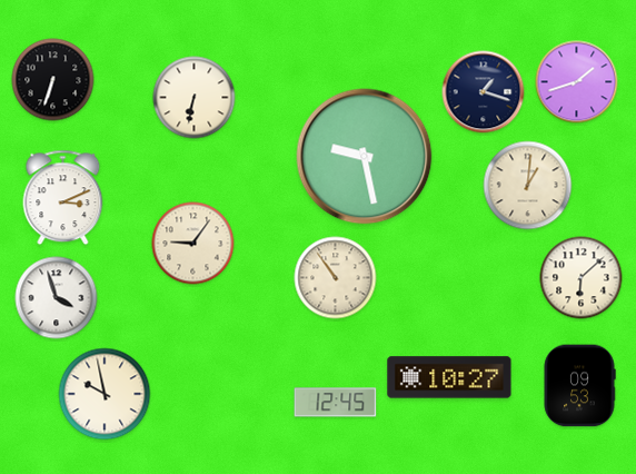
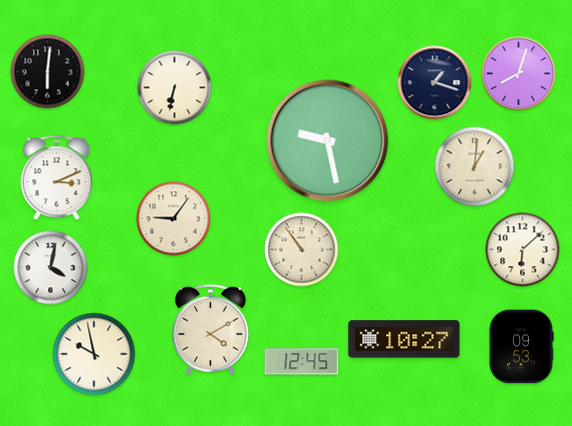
clock at (53, 80): 6:33 -> 6:01
clock at (577, 82): 1:42 -> 8:03
clock at (57, 298): 3:57 -> 4:02
clock at (210, 329): none -> 4:10
